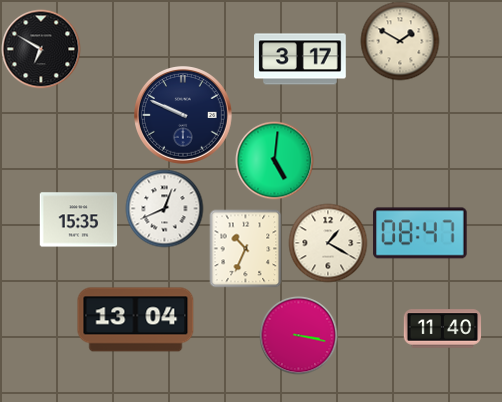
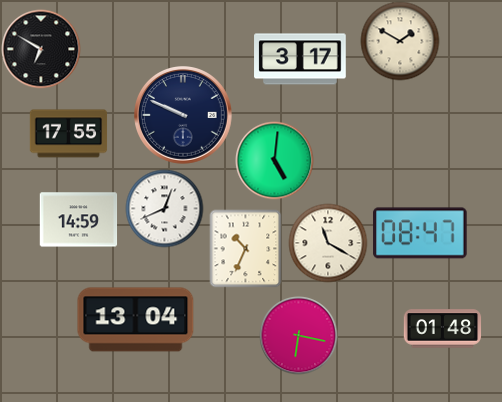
clock at (68, 134): none -> 17:55
clock at (78, 220): 15:35 -> 14:59
clock at (328, 243): 1:20 -> 11:20
clock at (442, 329): 11:40 -> 01:48
clock at (298, 335): 3:17 -> 6:17
